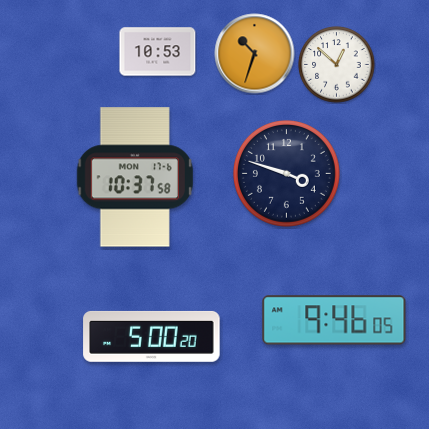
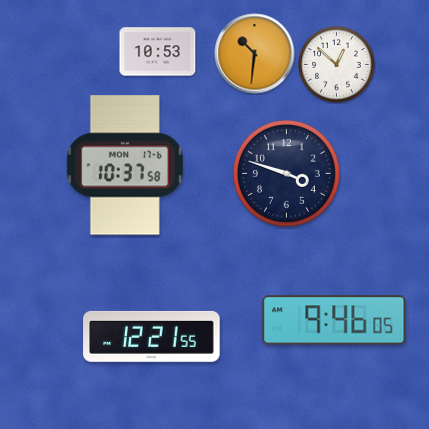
clock at (255, 54): 10:33 -> 10:31
clock at (135, 177) position: (135, 177) -> (125, 165)
clock at (152, 336): 5:00 -> 12:21
